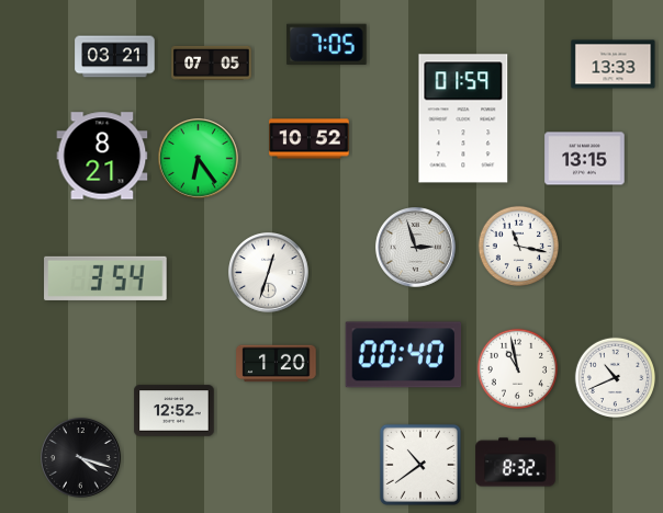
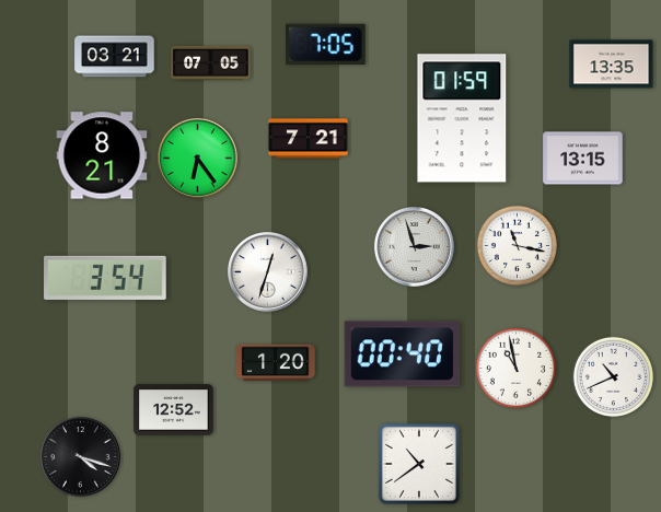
clock at (614, 65): 13:33 -> 13:35
clock at (310, 139): 10:52 -> 7:21
clock at (516, 463): 8:32 -> none
